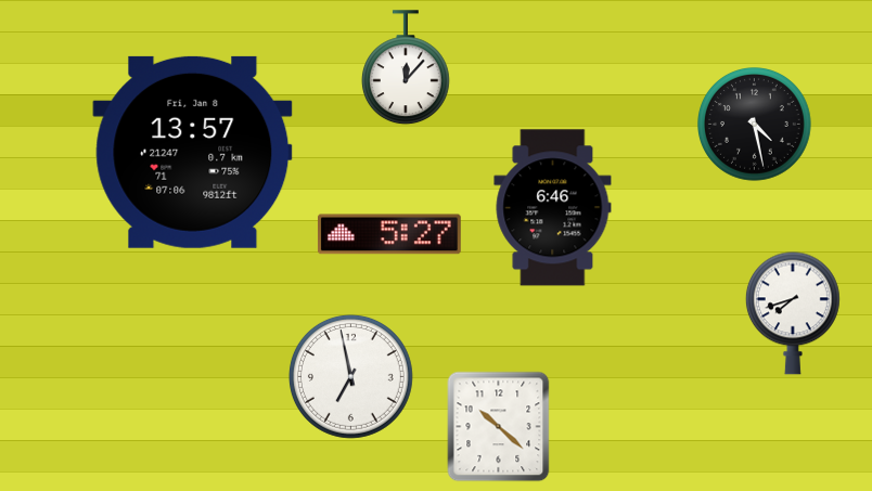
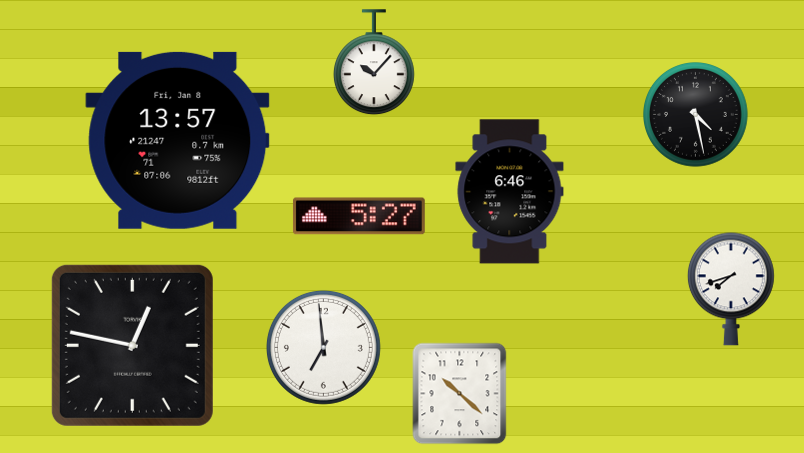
clock at (406, 68): 12:07 -> 10:07
clock at (132, 345): none -> 12:47
clock at (350, 376): 6:58 -> 6:59
